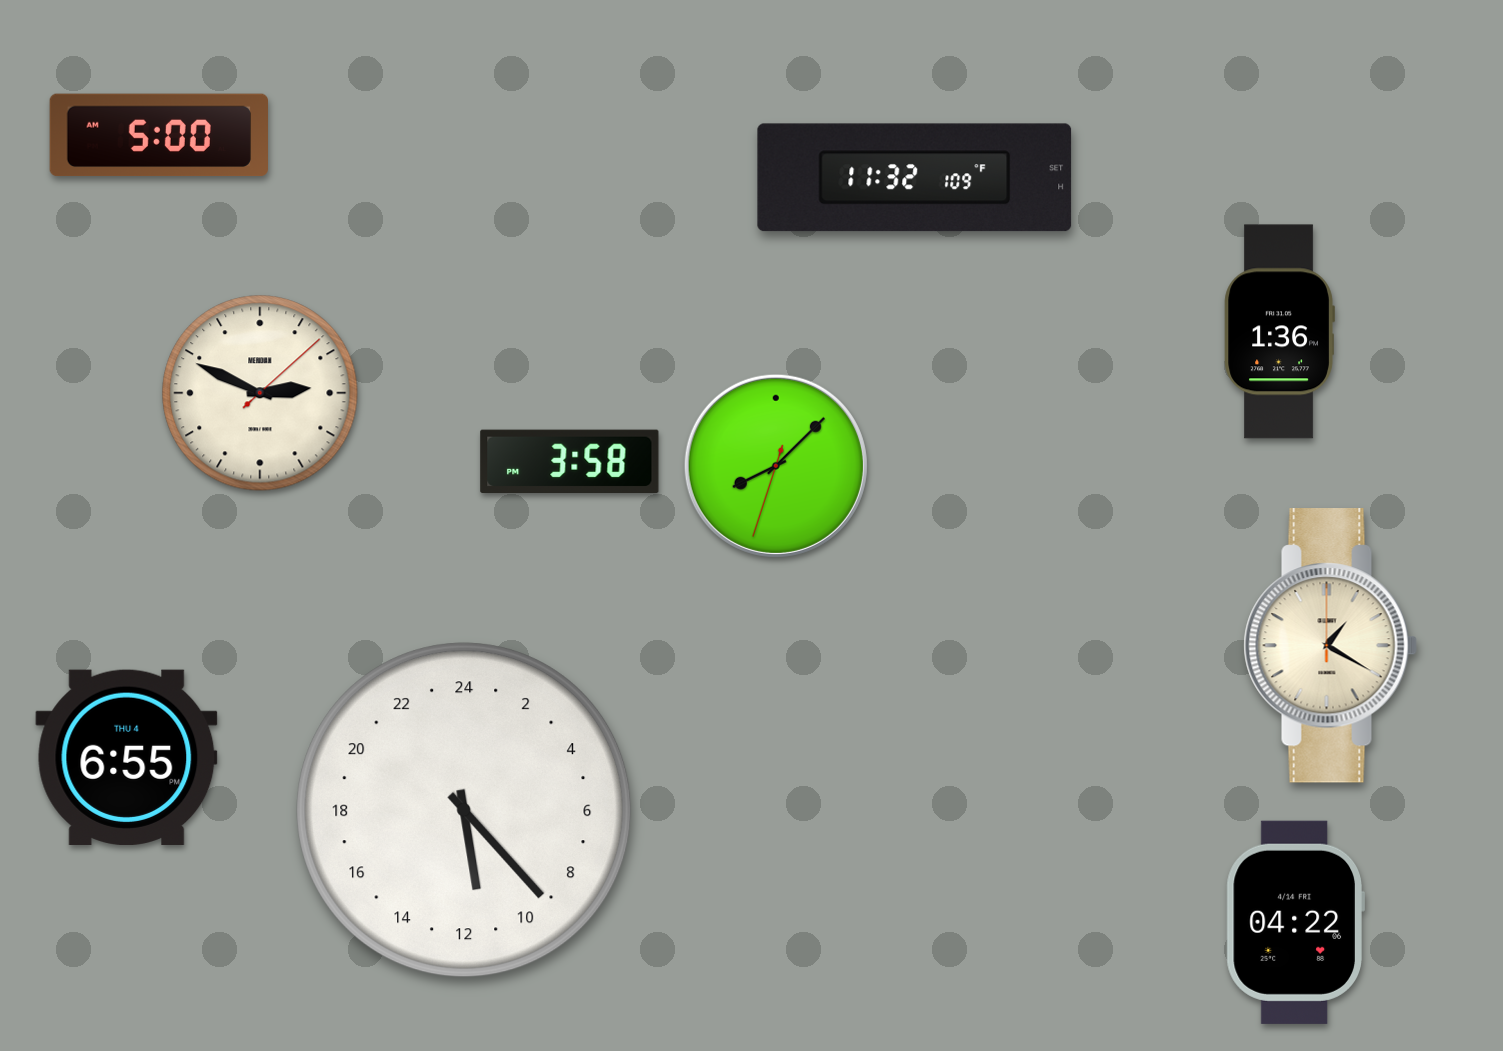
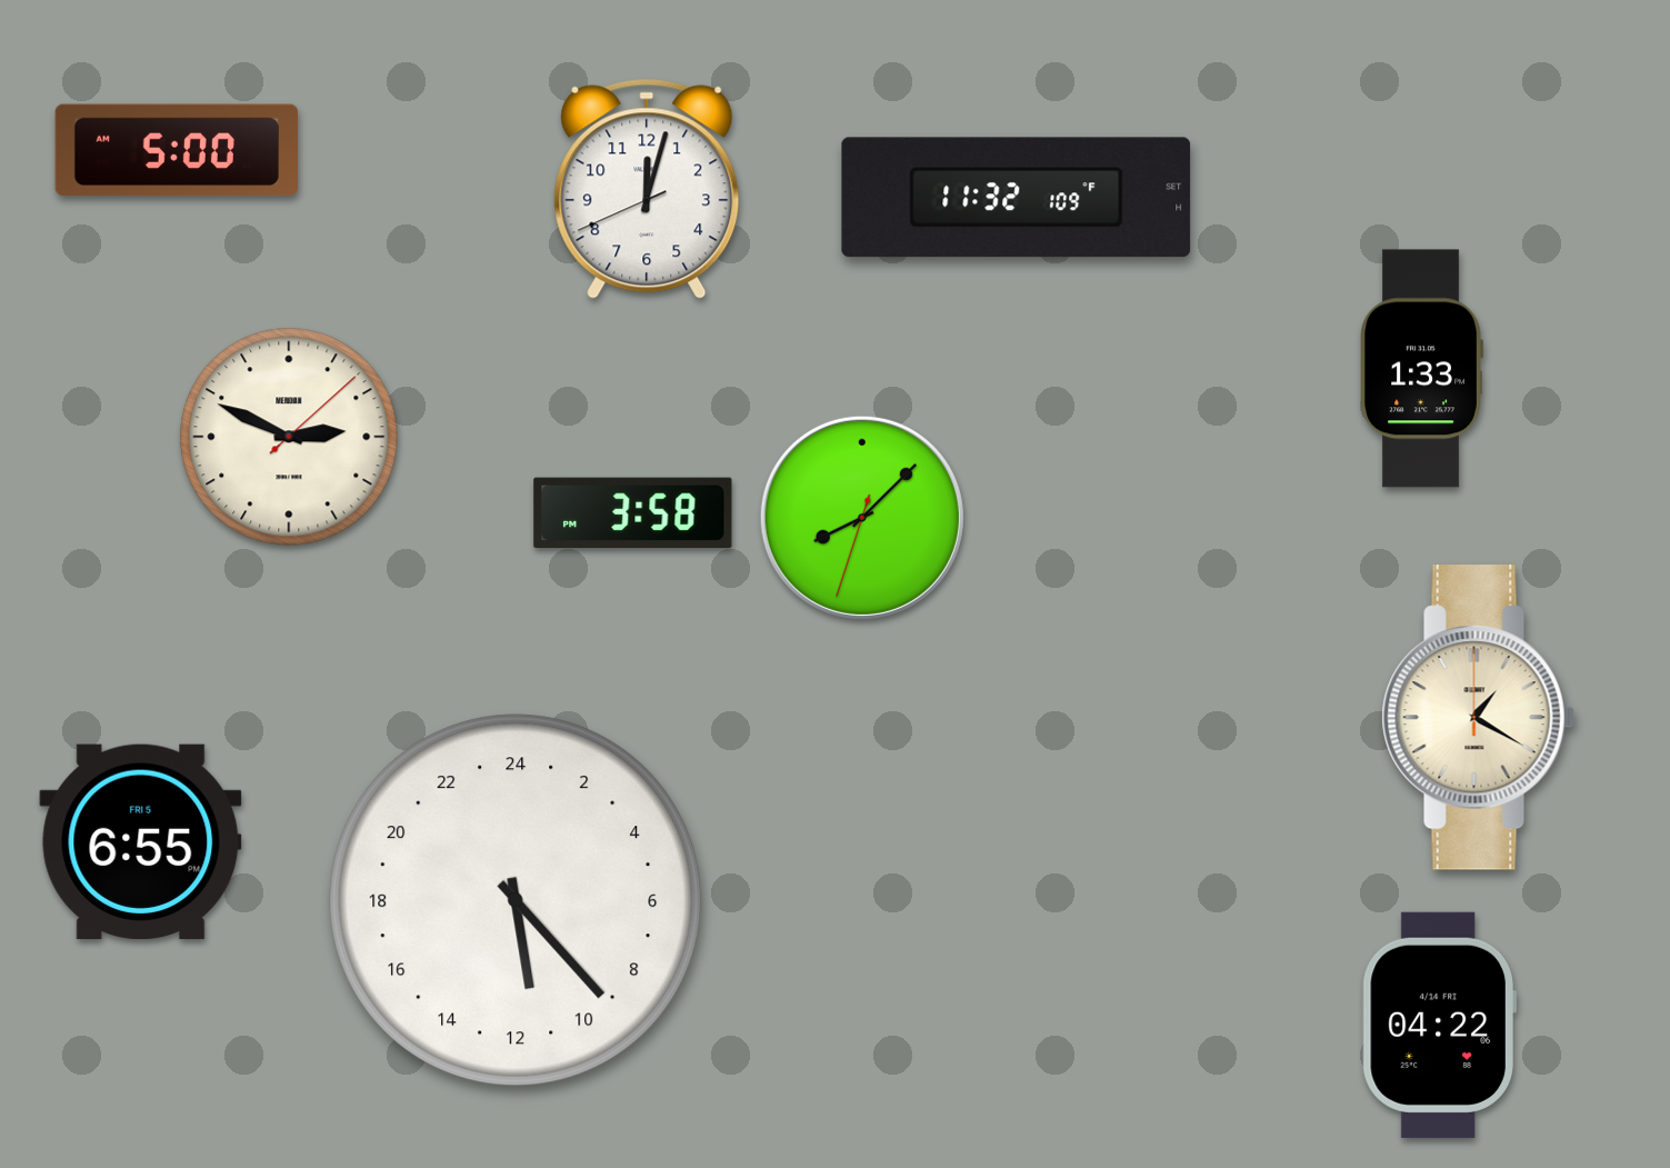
clock at (647, 189): none -> 12:02
clock at (1279, 332): 1:36 -> 1:33
clock at (127, 757) date: THU 4 -> FRI 5
